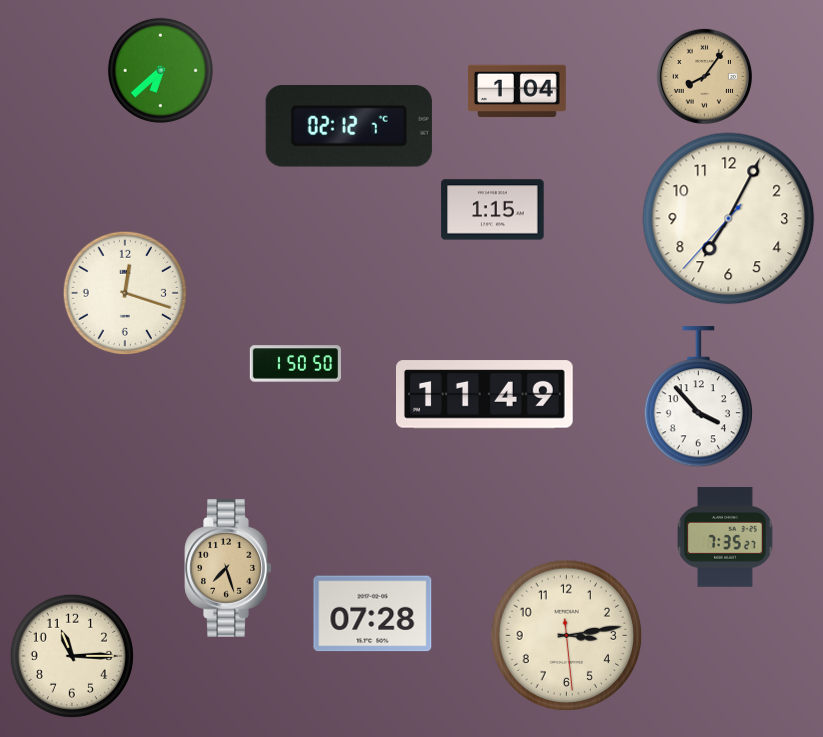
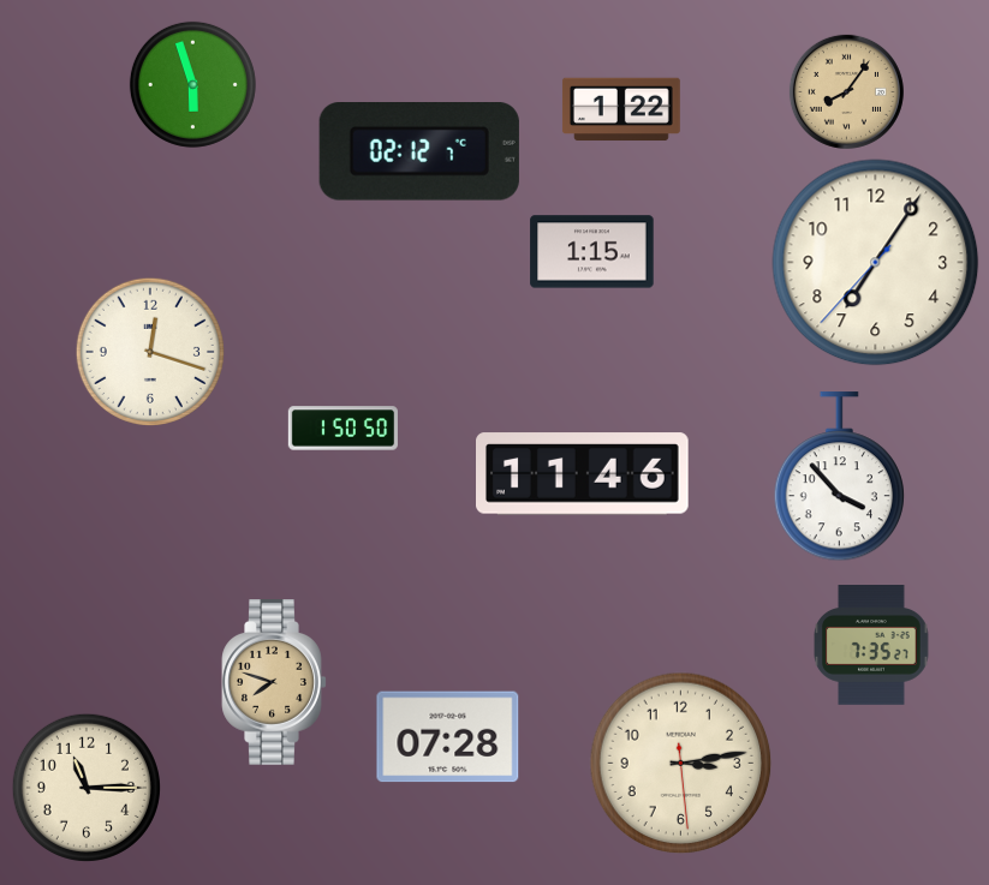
clock at (160, 70): 6:38 -> 5:57
clock at (517, 91): 1:04 -> 1:22
clock at (729, 219): 7:04 -> 7:05
clock at (296, 364) position: (296, 364) -> (344, 429)
clock at (485, 395): 11:49 -> 11:46
clock at (228, 569): 7:27 -> 7:48
